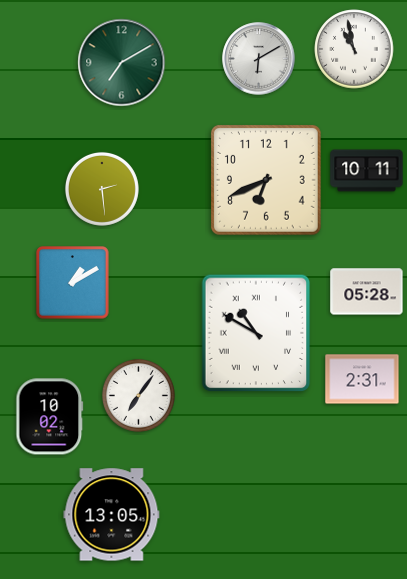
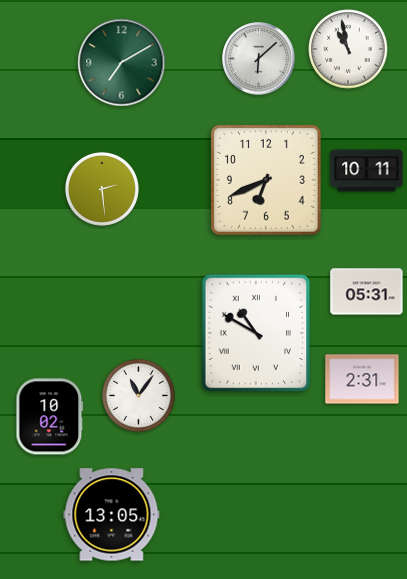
clock at (354, 49) position: (354, 49) -> (348, 49)
clock at (259, 59): 6:10 -> 6:08
clock at (73, 283): 1:10 -> none
clock at (367, 292): 05:28 -> 05:31
clock at (138, 395): 7:06 -> 11:06
